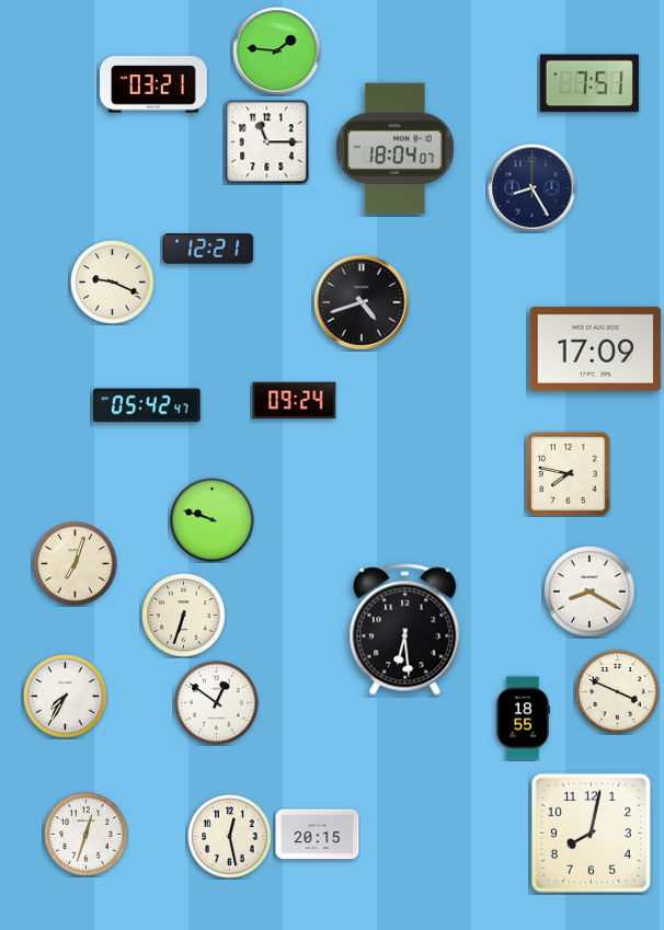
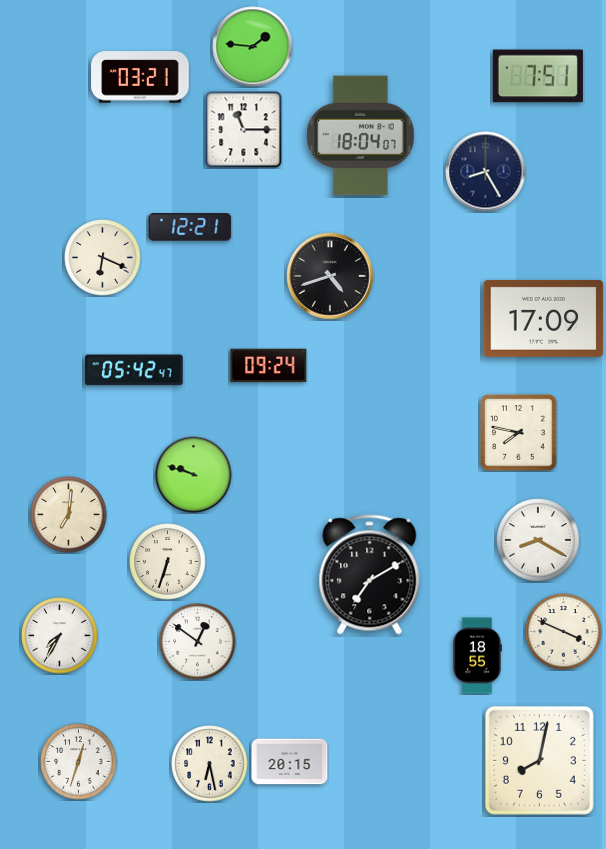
clock at (113, 283): 9:19 -> 6:19
clock at (76, 564): 7:03 -> 7:01
clock at (405, 630): 6:29 -> 7:10
clock at (230, 837): 12:28 -> 6:28
